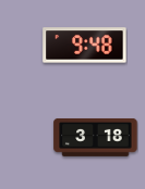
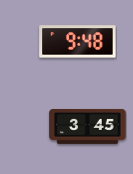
clock at (96, 137): 3:18 -> 3:45
